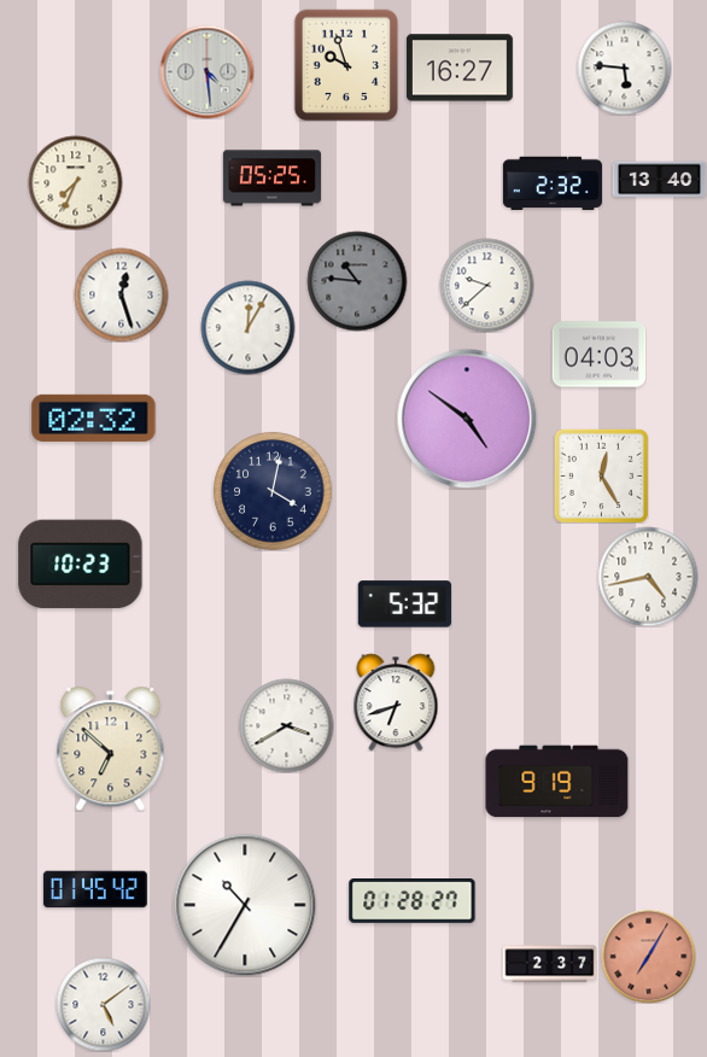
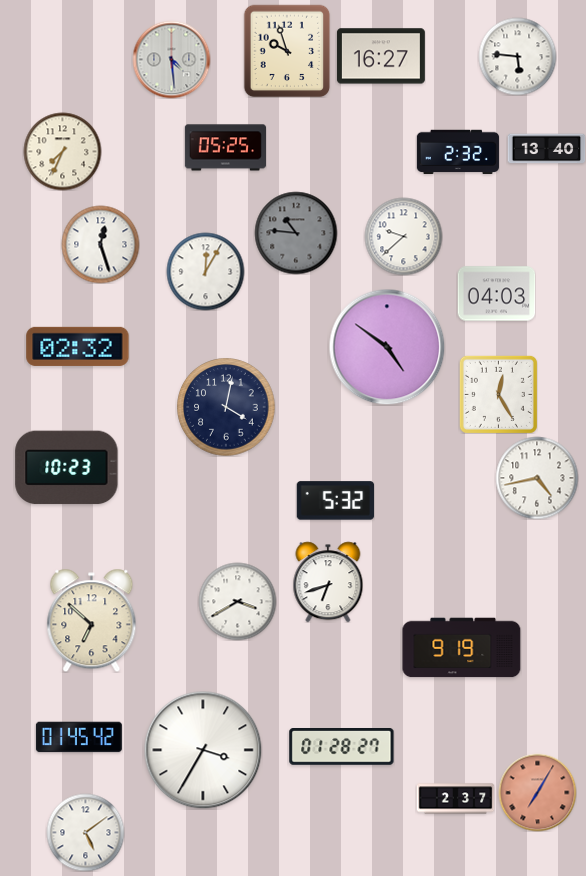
clock at (346, 65) position: (346, 65) -> (287, 51)
clock at (245, 905): 10:35 -> 3:35
